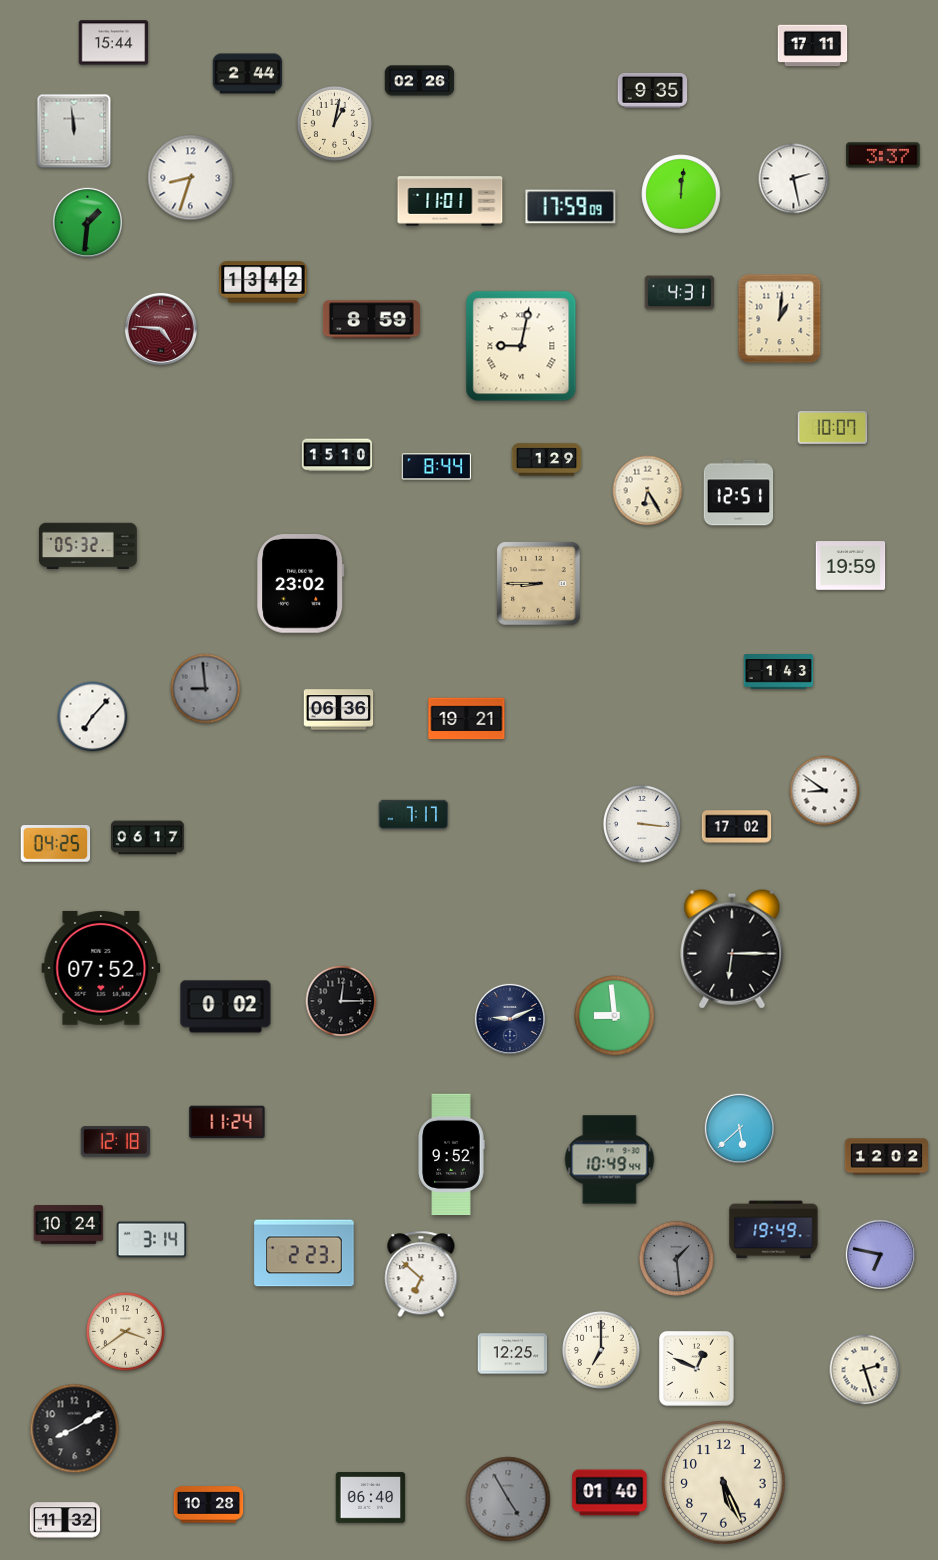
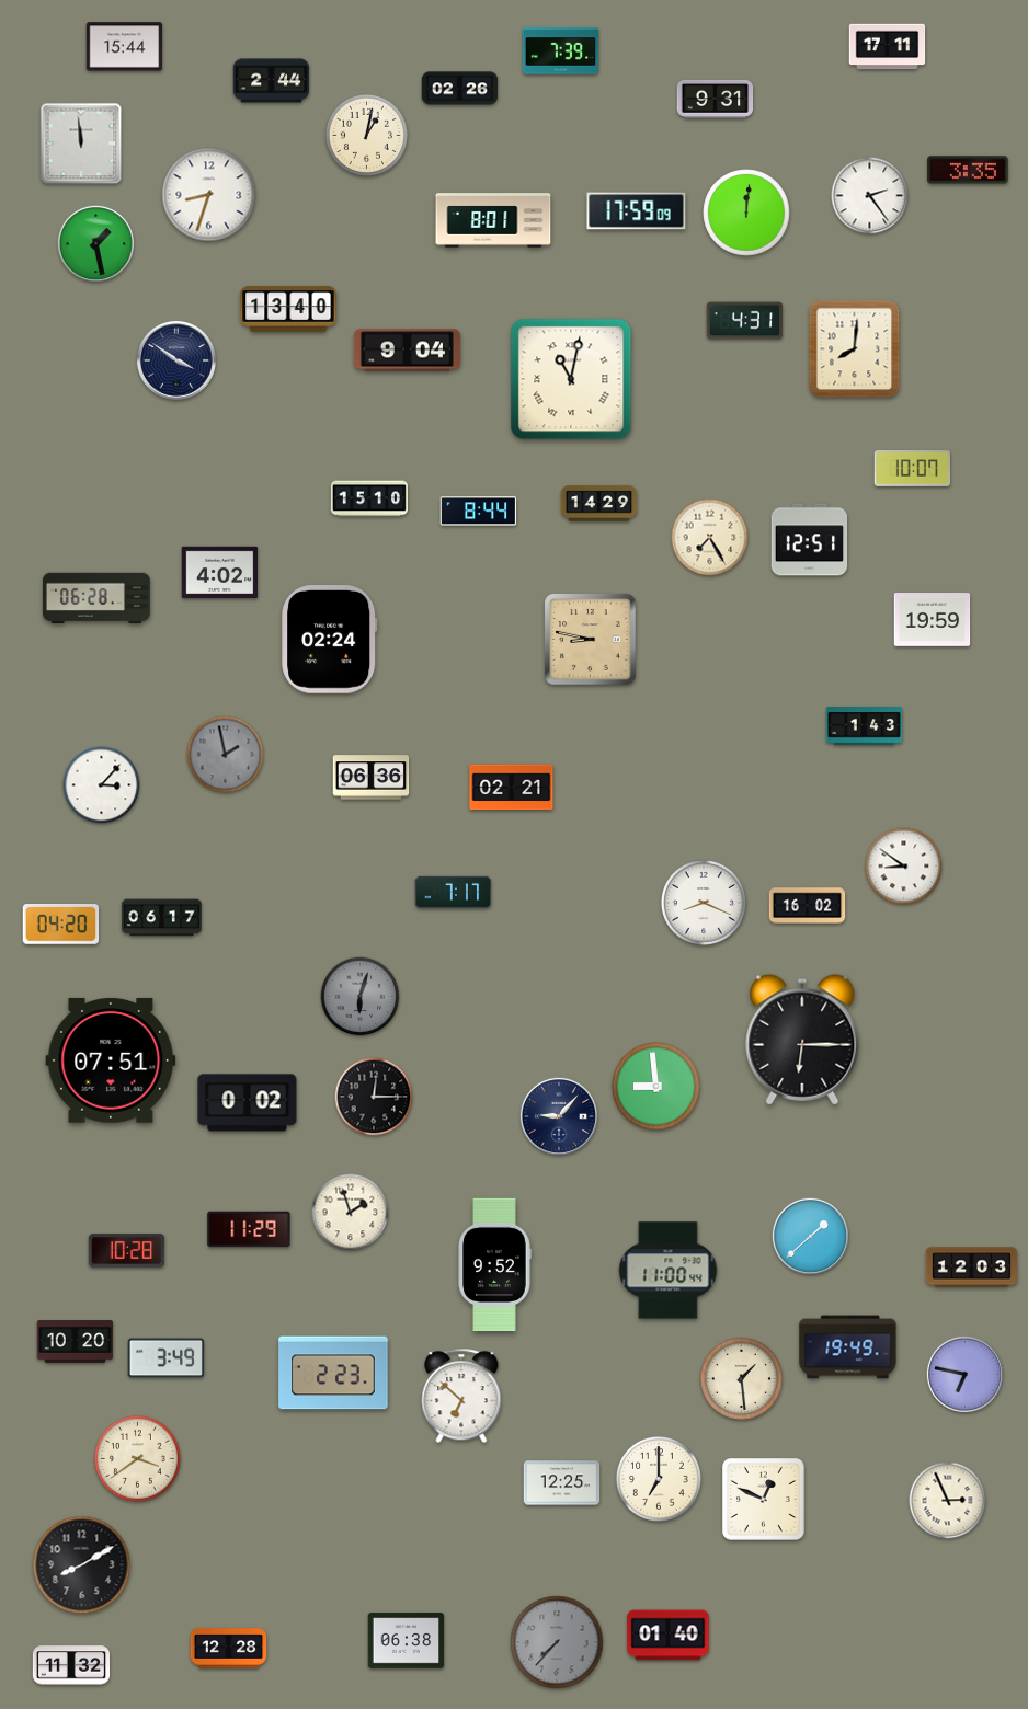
clock at (813, 46) position: (813, 46) -> (888, 47)
clock at (561, 51): none -> 7:39
clock at (653, 90): 9:35 -> 9:31
clock at (883, 155): 3:37 -> 3:35
clock at (794, 179): 2:28 -> 2:24
clock at (450, 201): 11:01 -> 8:01
clock at (571, 207) position: (571, 207) -> (637, 211)
clock at (87, 222): 1:31 -> 1:28
clock at (263, 282): 13:42 -> 13:40
clock at (780, 319): 1:01 -> 8:01
clock at (371, 320): 8:59 -> 9:04
clock at (161, 329): 4:46 -> 3:51
clock at (161, 329) dial: burgundy -> navy
clock at (521, 346): 9:02 -> 11:02
clock at (547, 460): 1:29 -> 14:29
clock at (648, 491): 6:25 -> 7:25
clock at (220, 573): none -> 4:02
clock at (88, 546): 05:32 -> 06:28
clock at (301, 584): 23:02 -> 02:24
clock at (539, 584): 8:45 -> 8:47
clock at (779, 672) position: (779, 672) -> (865, 726)
clock at (206, 689): 8:59 -> 1:58
clock at (93, 717): 7:07 -> 3:07
clock at (467, 719): 19:21 -> 02:21
clock at (642, 824): 3:16 -> 8:19
clock at (737, 827): 17:02 -> 16:02
clock at (56, 844): 04:25 -> 04:20
clock at (361, 997): none -> 6:03
clock at (101, 968): 07:52 -> 07:51
clock at (615, 1016) position: (615, 1016) -> (656, 1087)
clock at (510, 1019): 9:11 -> 9:07
clock at (351, 1213): none -> 1:57
clock at (227, 1122): 11:24 -> 11:29
clock at (739, 1128): 5:38 -> 1:38
clock at (116, 1142): 12:18 -> 10:28
clock at (886, 1157): 12:02 -> 12:03
clock at (610, 1160): 10:49 -> 11:00
clock at (69, 1225): 10:24 -> 10:20
clock at (152, 1240): 3:14 -> 3:49
clock at (676, 1258) dial: grey -> cream
clock at (865, 1370): 2:27 -> 2:56
clock at (724, 1483): 5:26 -> none
clock at (371, 1498): 06:40 -> 06:38
clock at (508, 1499): 4:55 -> 7:37
clock at (209, 1505): 10:28 -> 12:28
